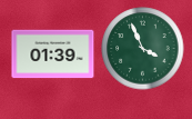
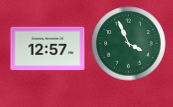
clock at (53, 54): 01:39 -> 12:57
